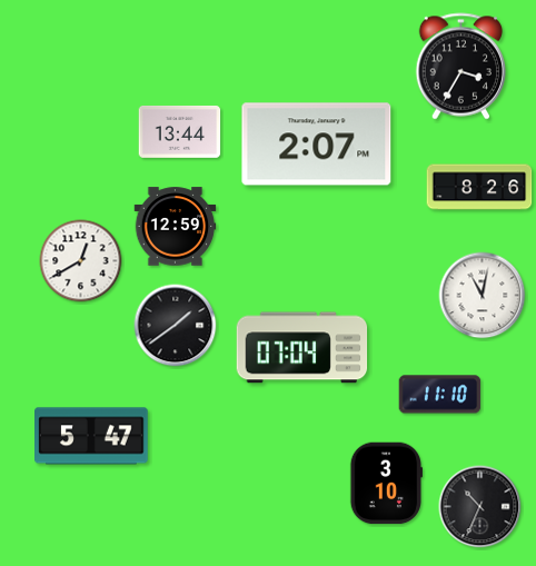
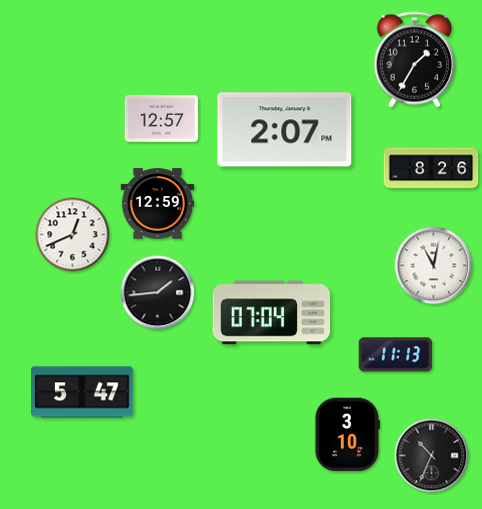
clock at (461, 67): 3:35 -> 1:35
clock at (180, 131): 13:44 -> 12:57
clock at (81, 261): 12:40 -> 12:41
clock at (176, 326): 1:39 -> 1:44
clock at (440, 395): 11:10 -> 11:13
